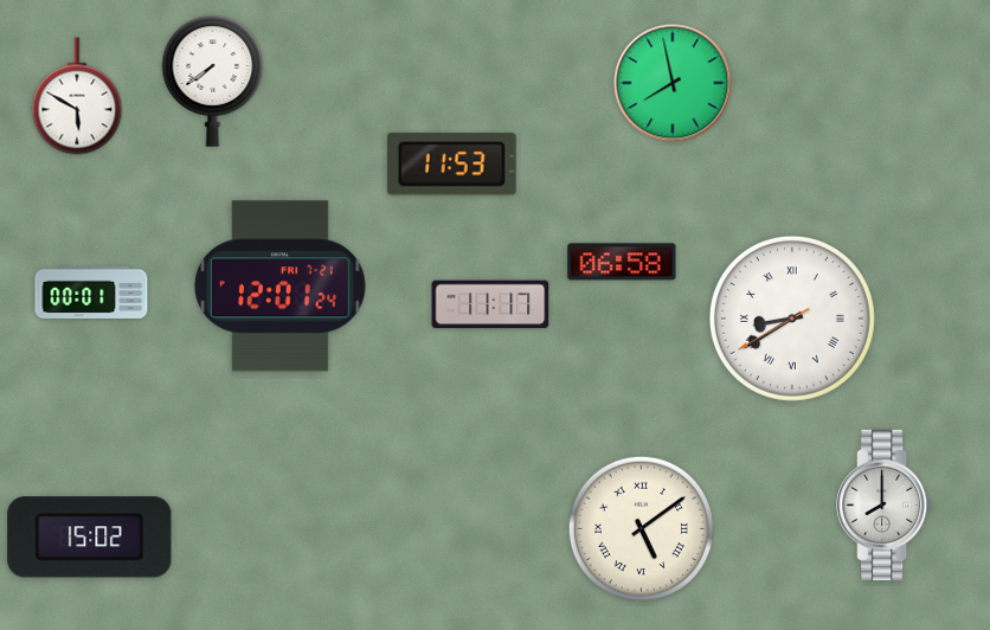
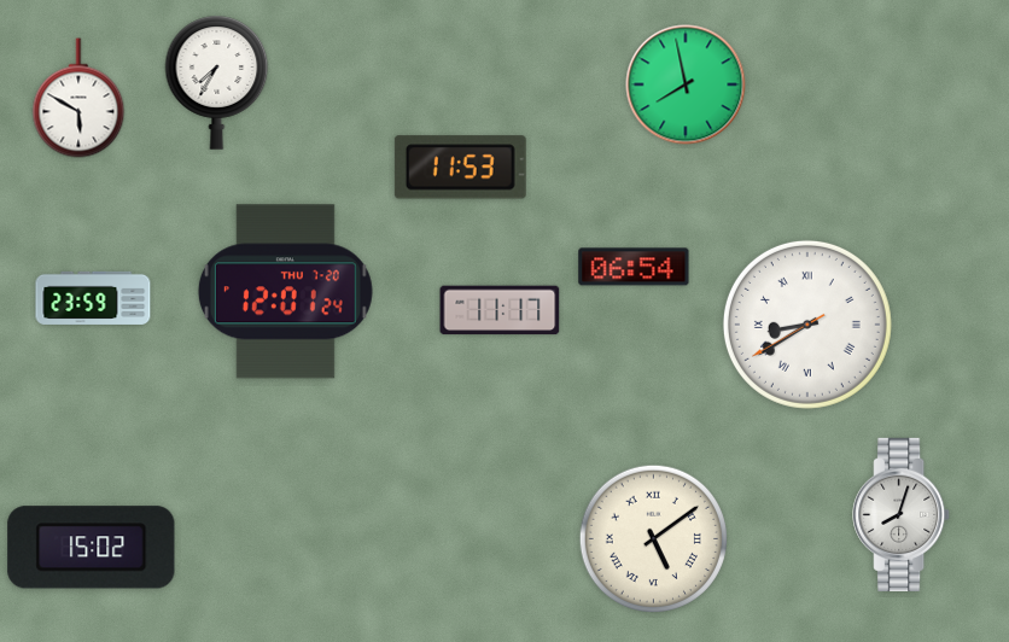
clock at (213, 81): 7:39 -> 7:35
clock at (622, 262): 06:58 -> 06:54
clock at (279, 287) date: FRI 7-21 -> THU 7-20
clock at (91, 292): 00:01 -> 23:59
clock at (885, 504): 8:00 -> 8:03
